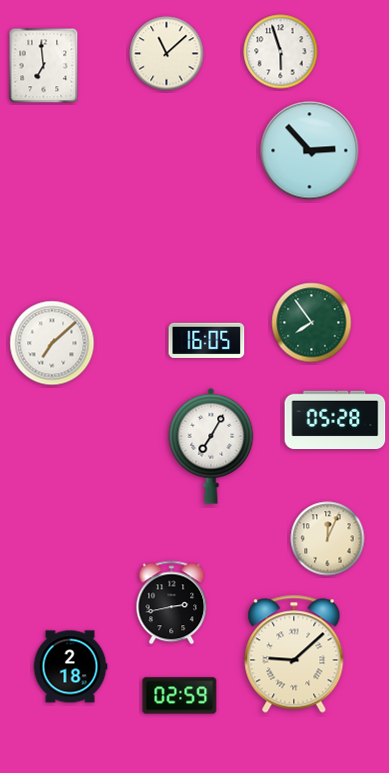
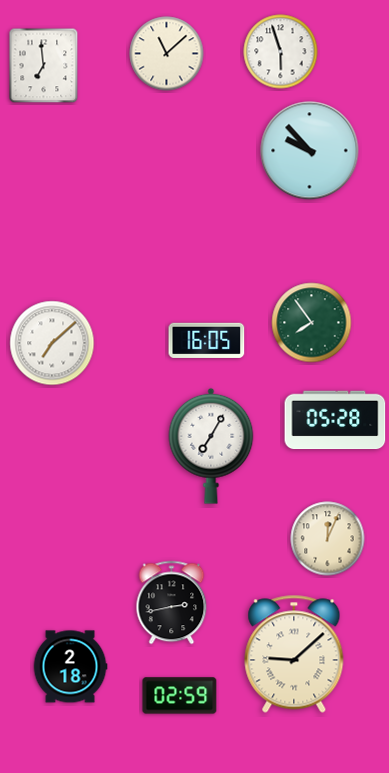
clock at (310, 151): 2:53 -> 9:53
